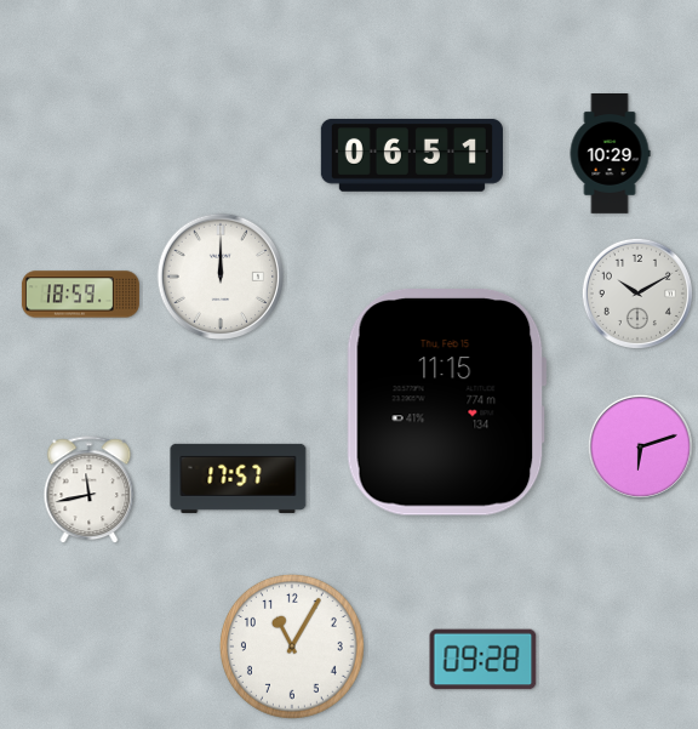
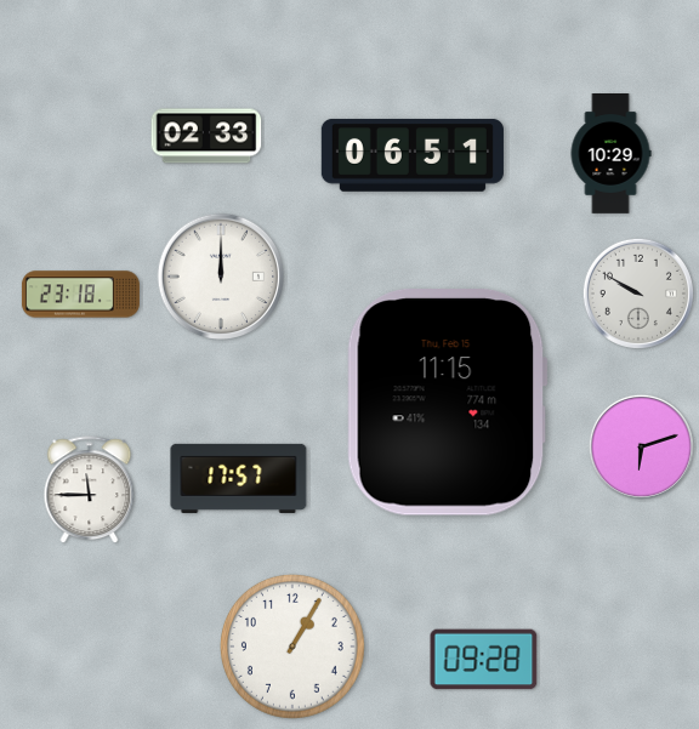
clock at (206, 136): none -> 02:33
clock at (637, 294): 10:10 -> 9:50
clock at (80, 295): 18:59 -> 23:18
clock at (90, 490): 11:43 -> 11:45
clock at (292, 647): 11:05 -> 1:05
